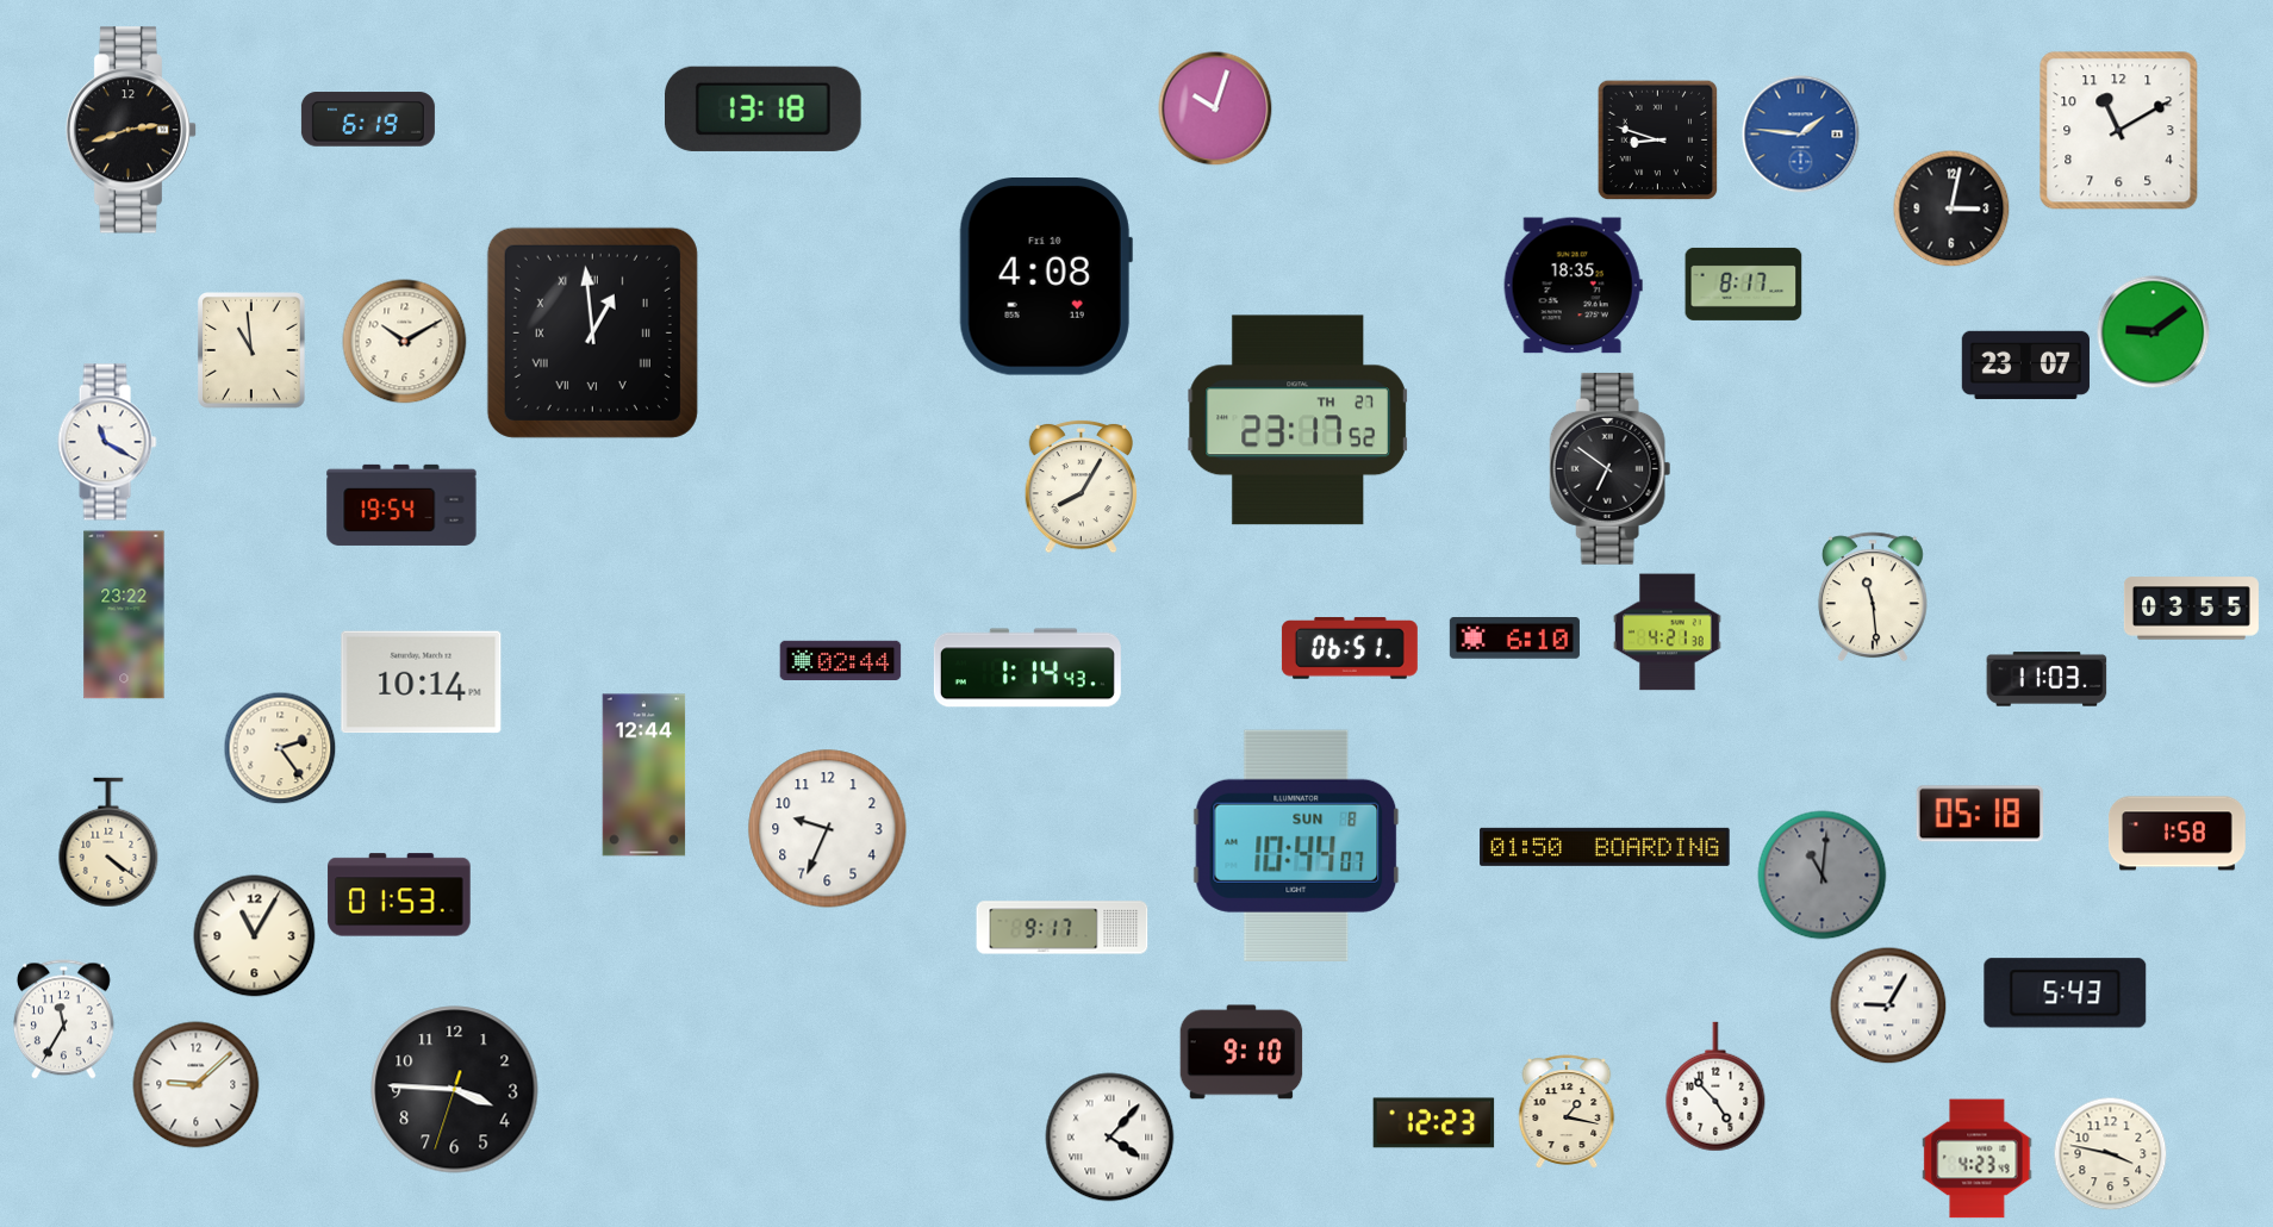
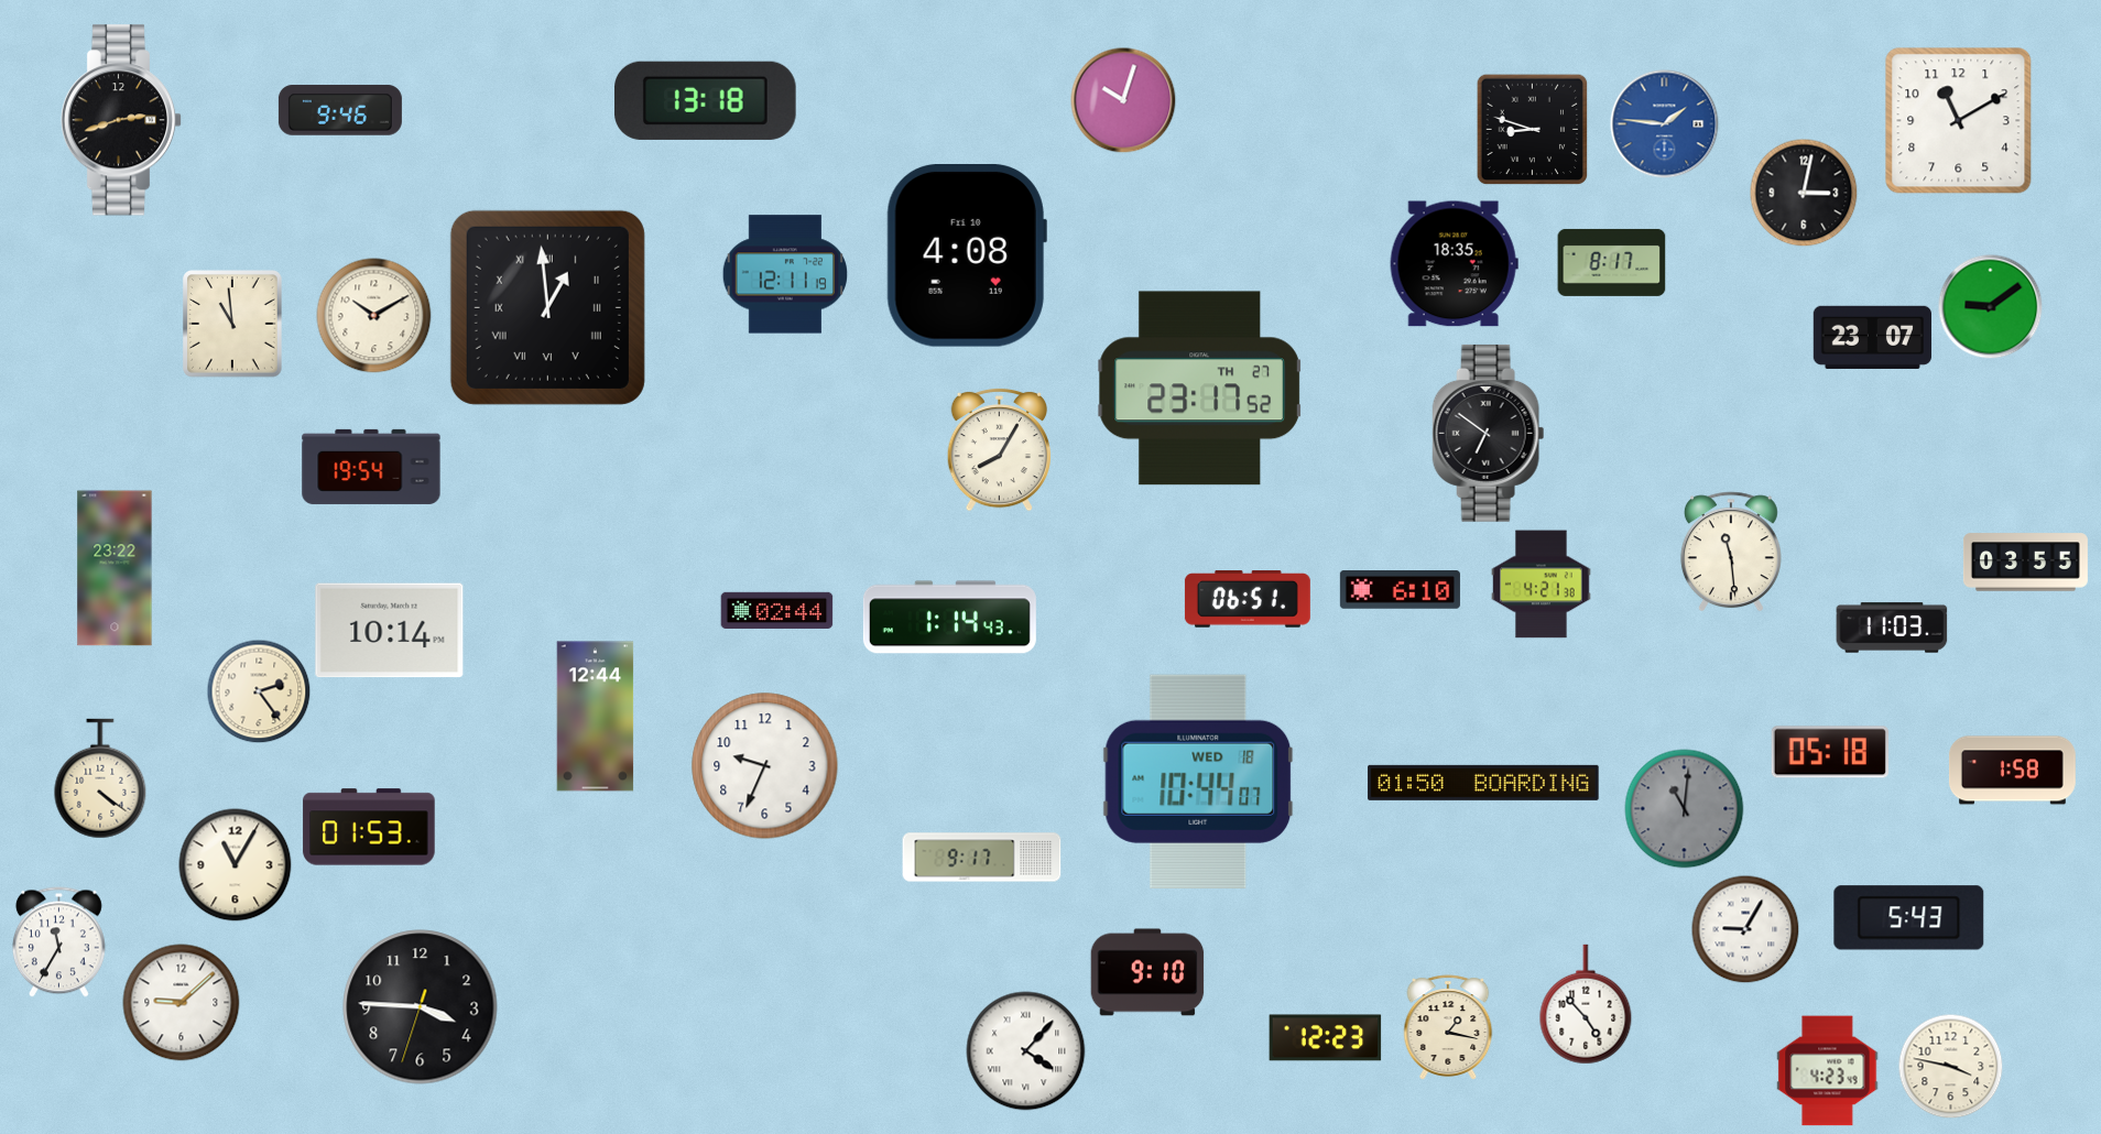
clock at (368, 119): 6:19 -> 9:46
clock at (785, 274): none -> 12:11
clock at (107, 442): 11:20 -> none
clock at (1296, 846) date: SUN 8 -> WED 18
